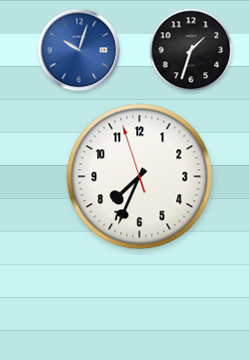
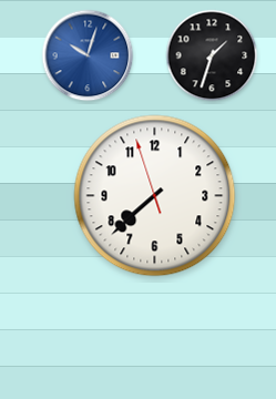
clock at (140, 177): 7:33 -> 7:37
